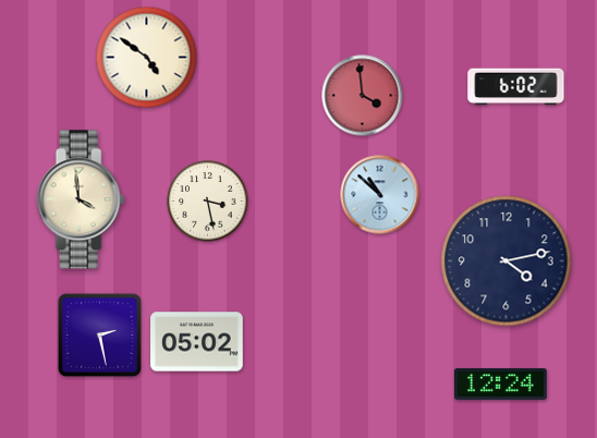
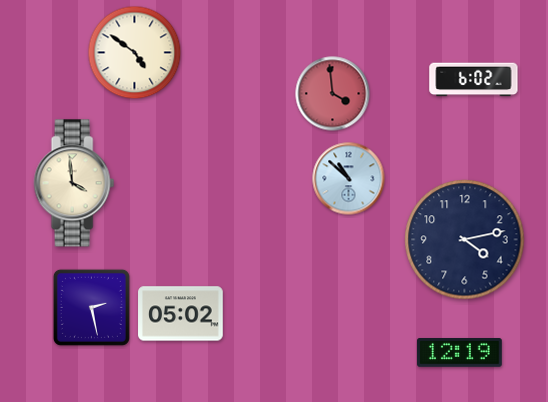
clock at (363, 96) position: (363, 96) -> (333, 94)
clock at (208, 202): 3:28 -> none
clock at (501, 385): 12:24 -> 12:19
